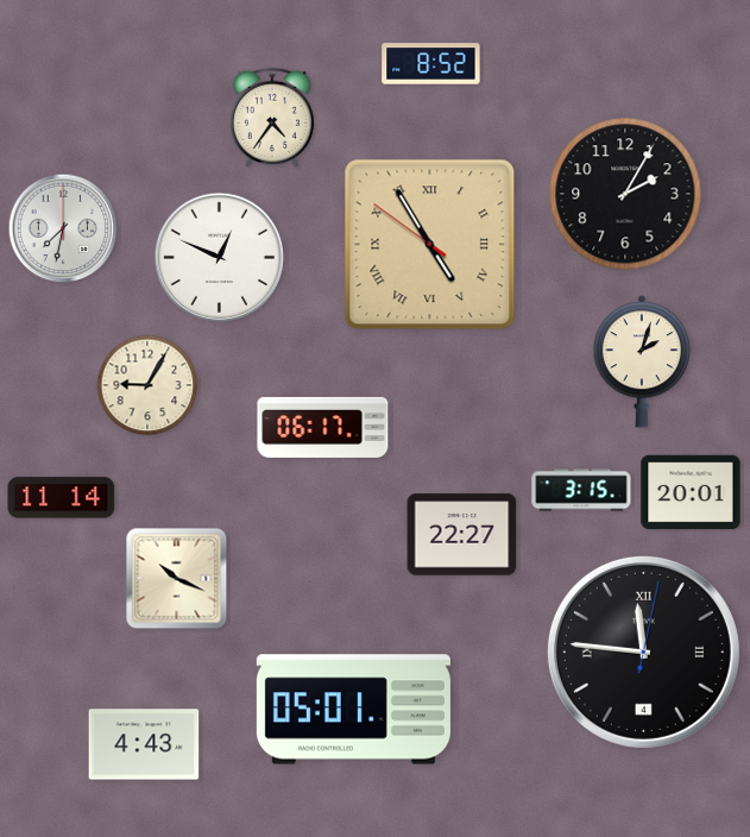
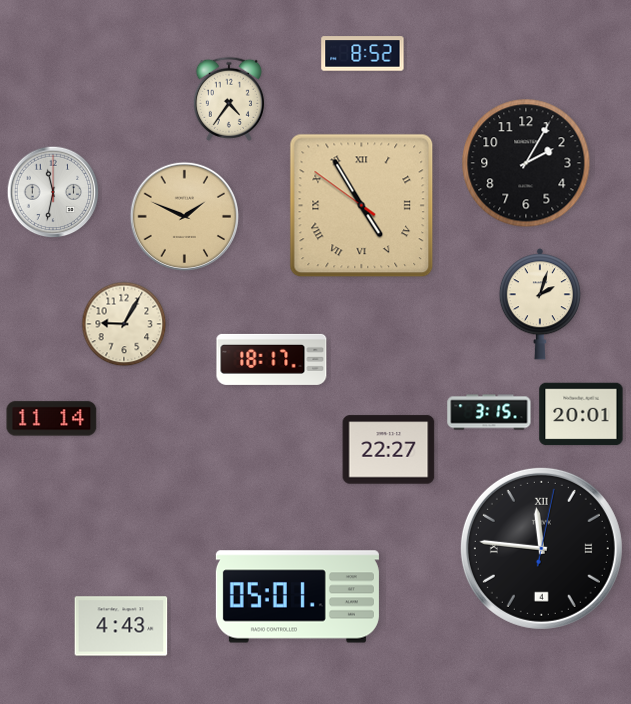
clock at (63, 228): 7:32 -> 11:32
clock at (219, 257): 12:49 -> 1:49
clock at (219, 257) dial: white -> champagne
clock at (323, 427): 06:17 -> 18:17
clock at (177, 579): 10:19 -> none
